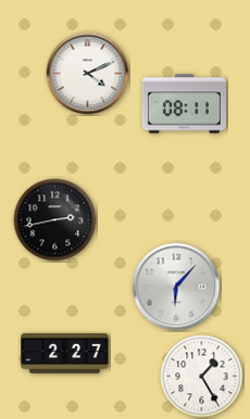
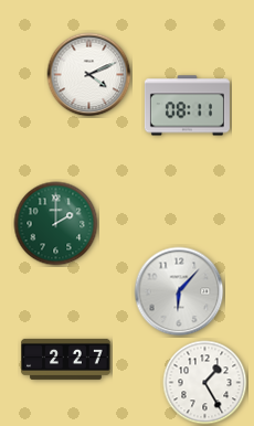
clock at (55, 220): 2:43 -> 2:00
clock at (55, 220) dial: black -> green
